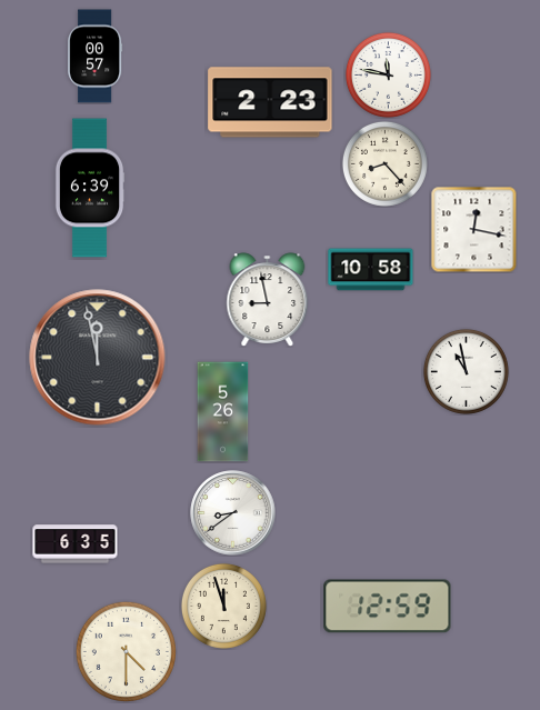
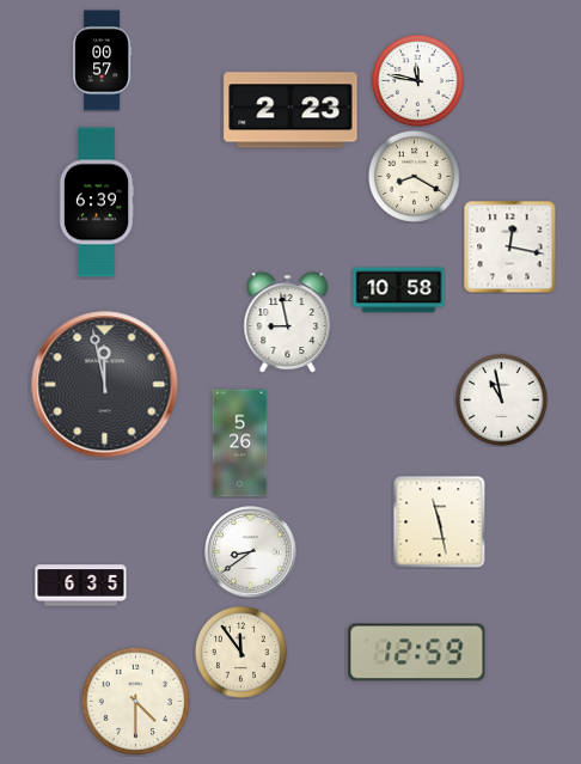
clock at (384, 163): 8:23 -> 8:20
clock at (439, 522): none -> 11:28
clock at (223, 606): 11:57 -> 11:54
